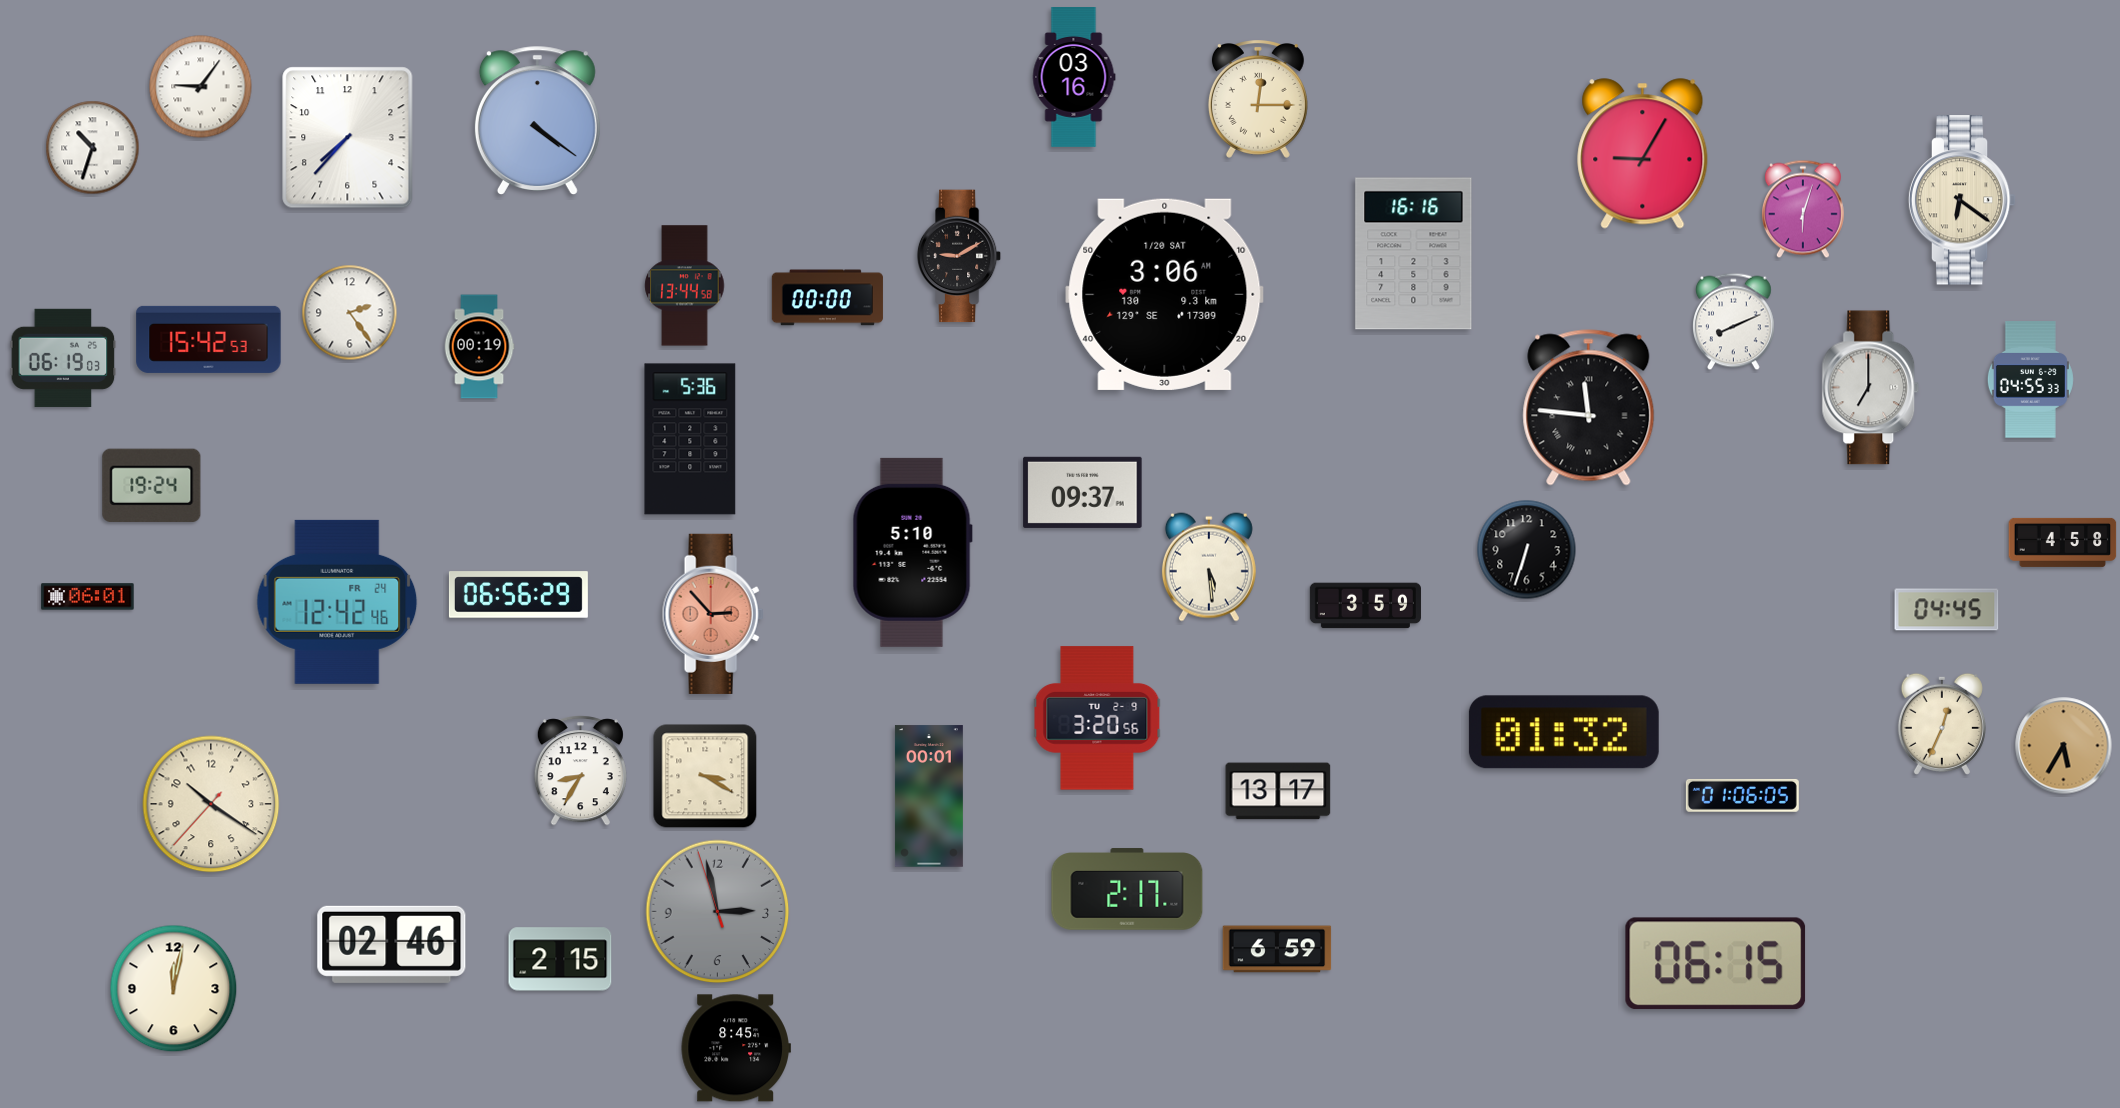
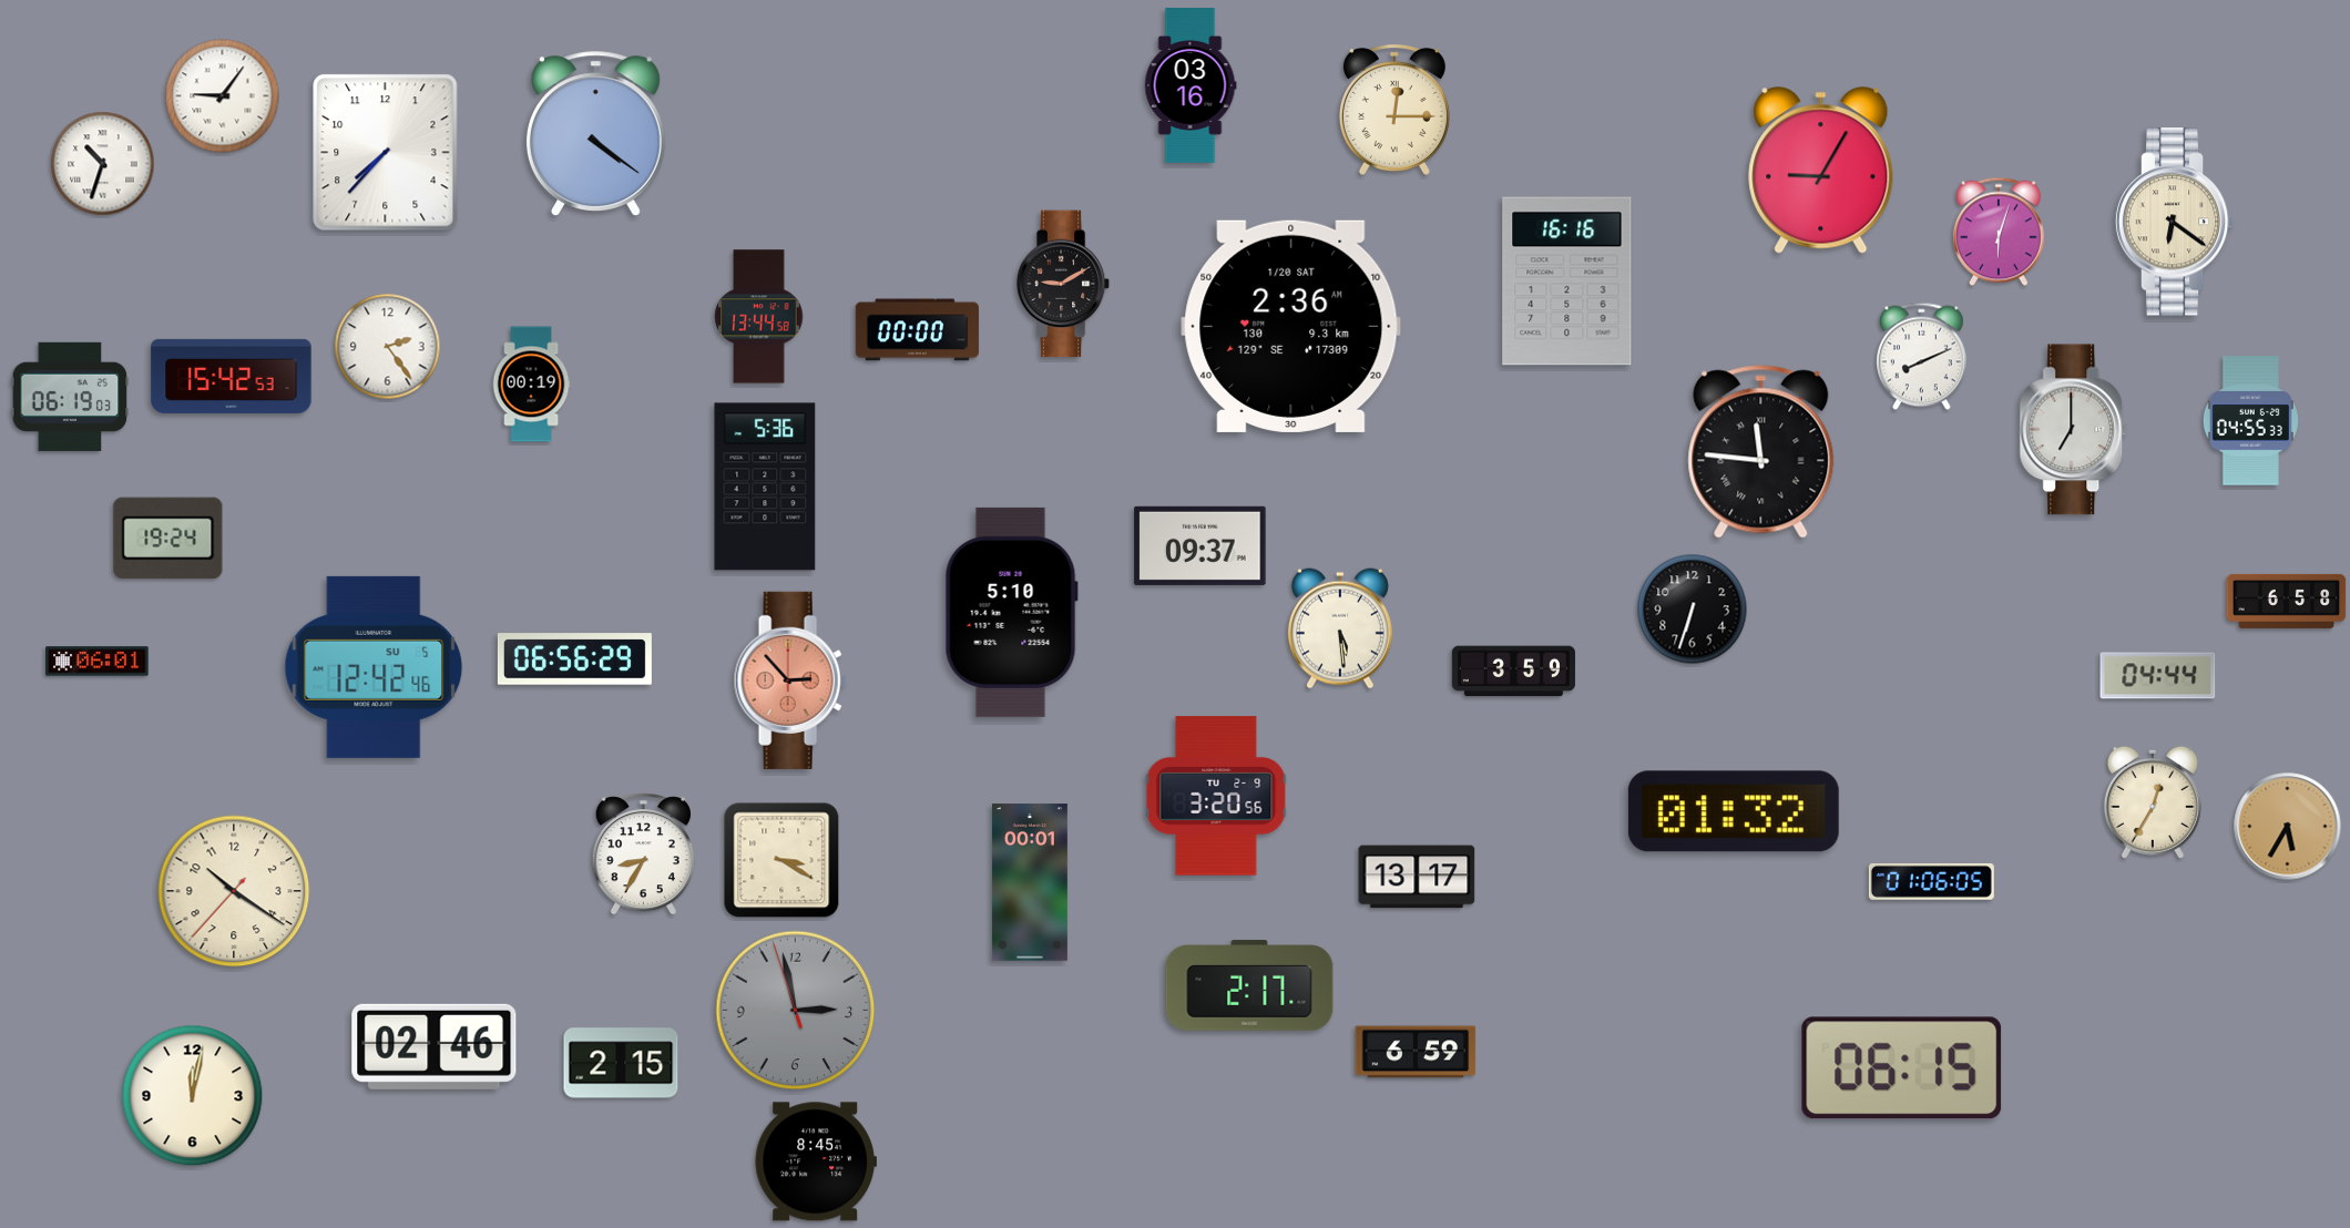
clock at (1165, 294): 3:06 -> 2:36
clock at (2063, 542): 4:58 -> 6:58
clock at (337, 602) date: FR 24 -> SU 5
clock at (1947, 610): 04:45 -> 04:44
clock at (1942, 724): 12:34 -> 12:35
